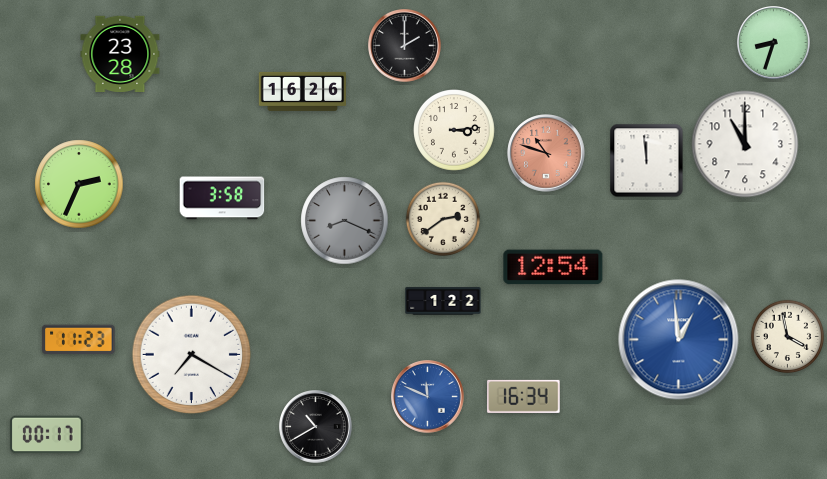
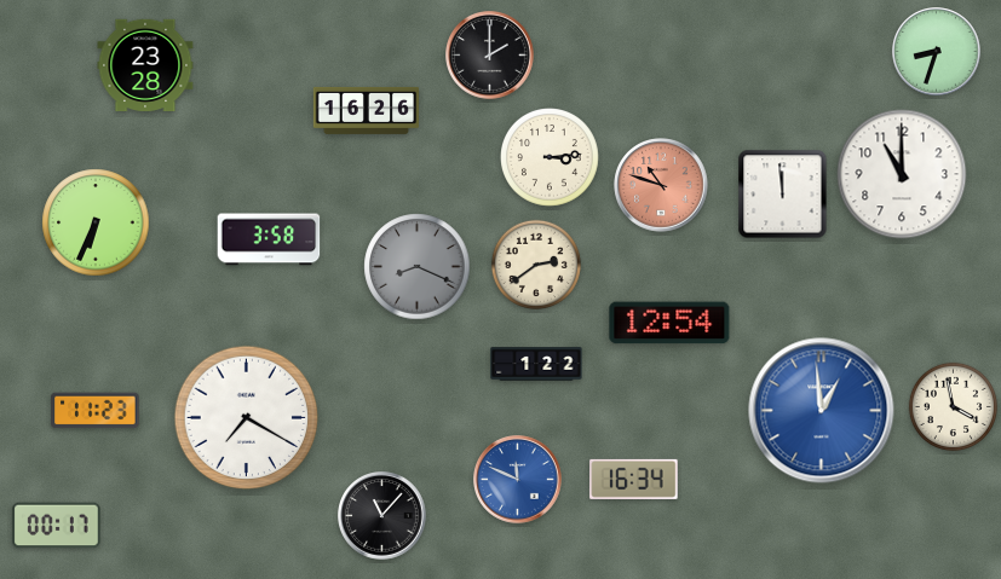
clock at (79, 184): 2:34 -> 6:34
clock at (192, 355) position: (192, 355) -> (247, 418)
clock at (316, 427): 10:40 -> 11:07
